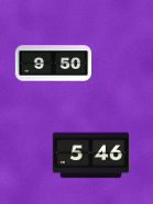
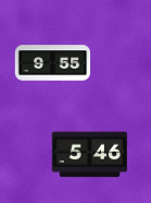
clock at (54, 64): 9:50 -> 9:55
